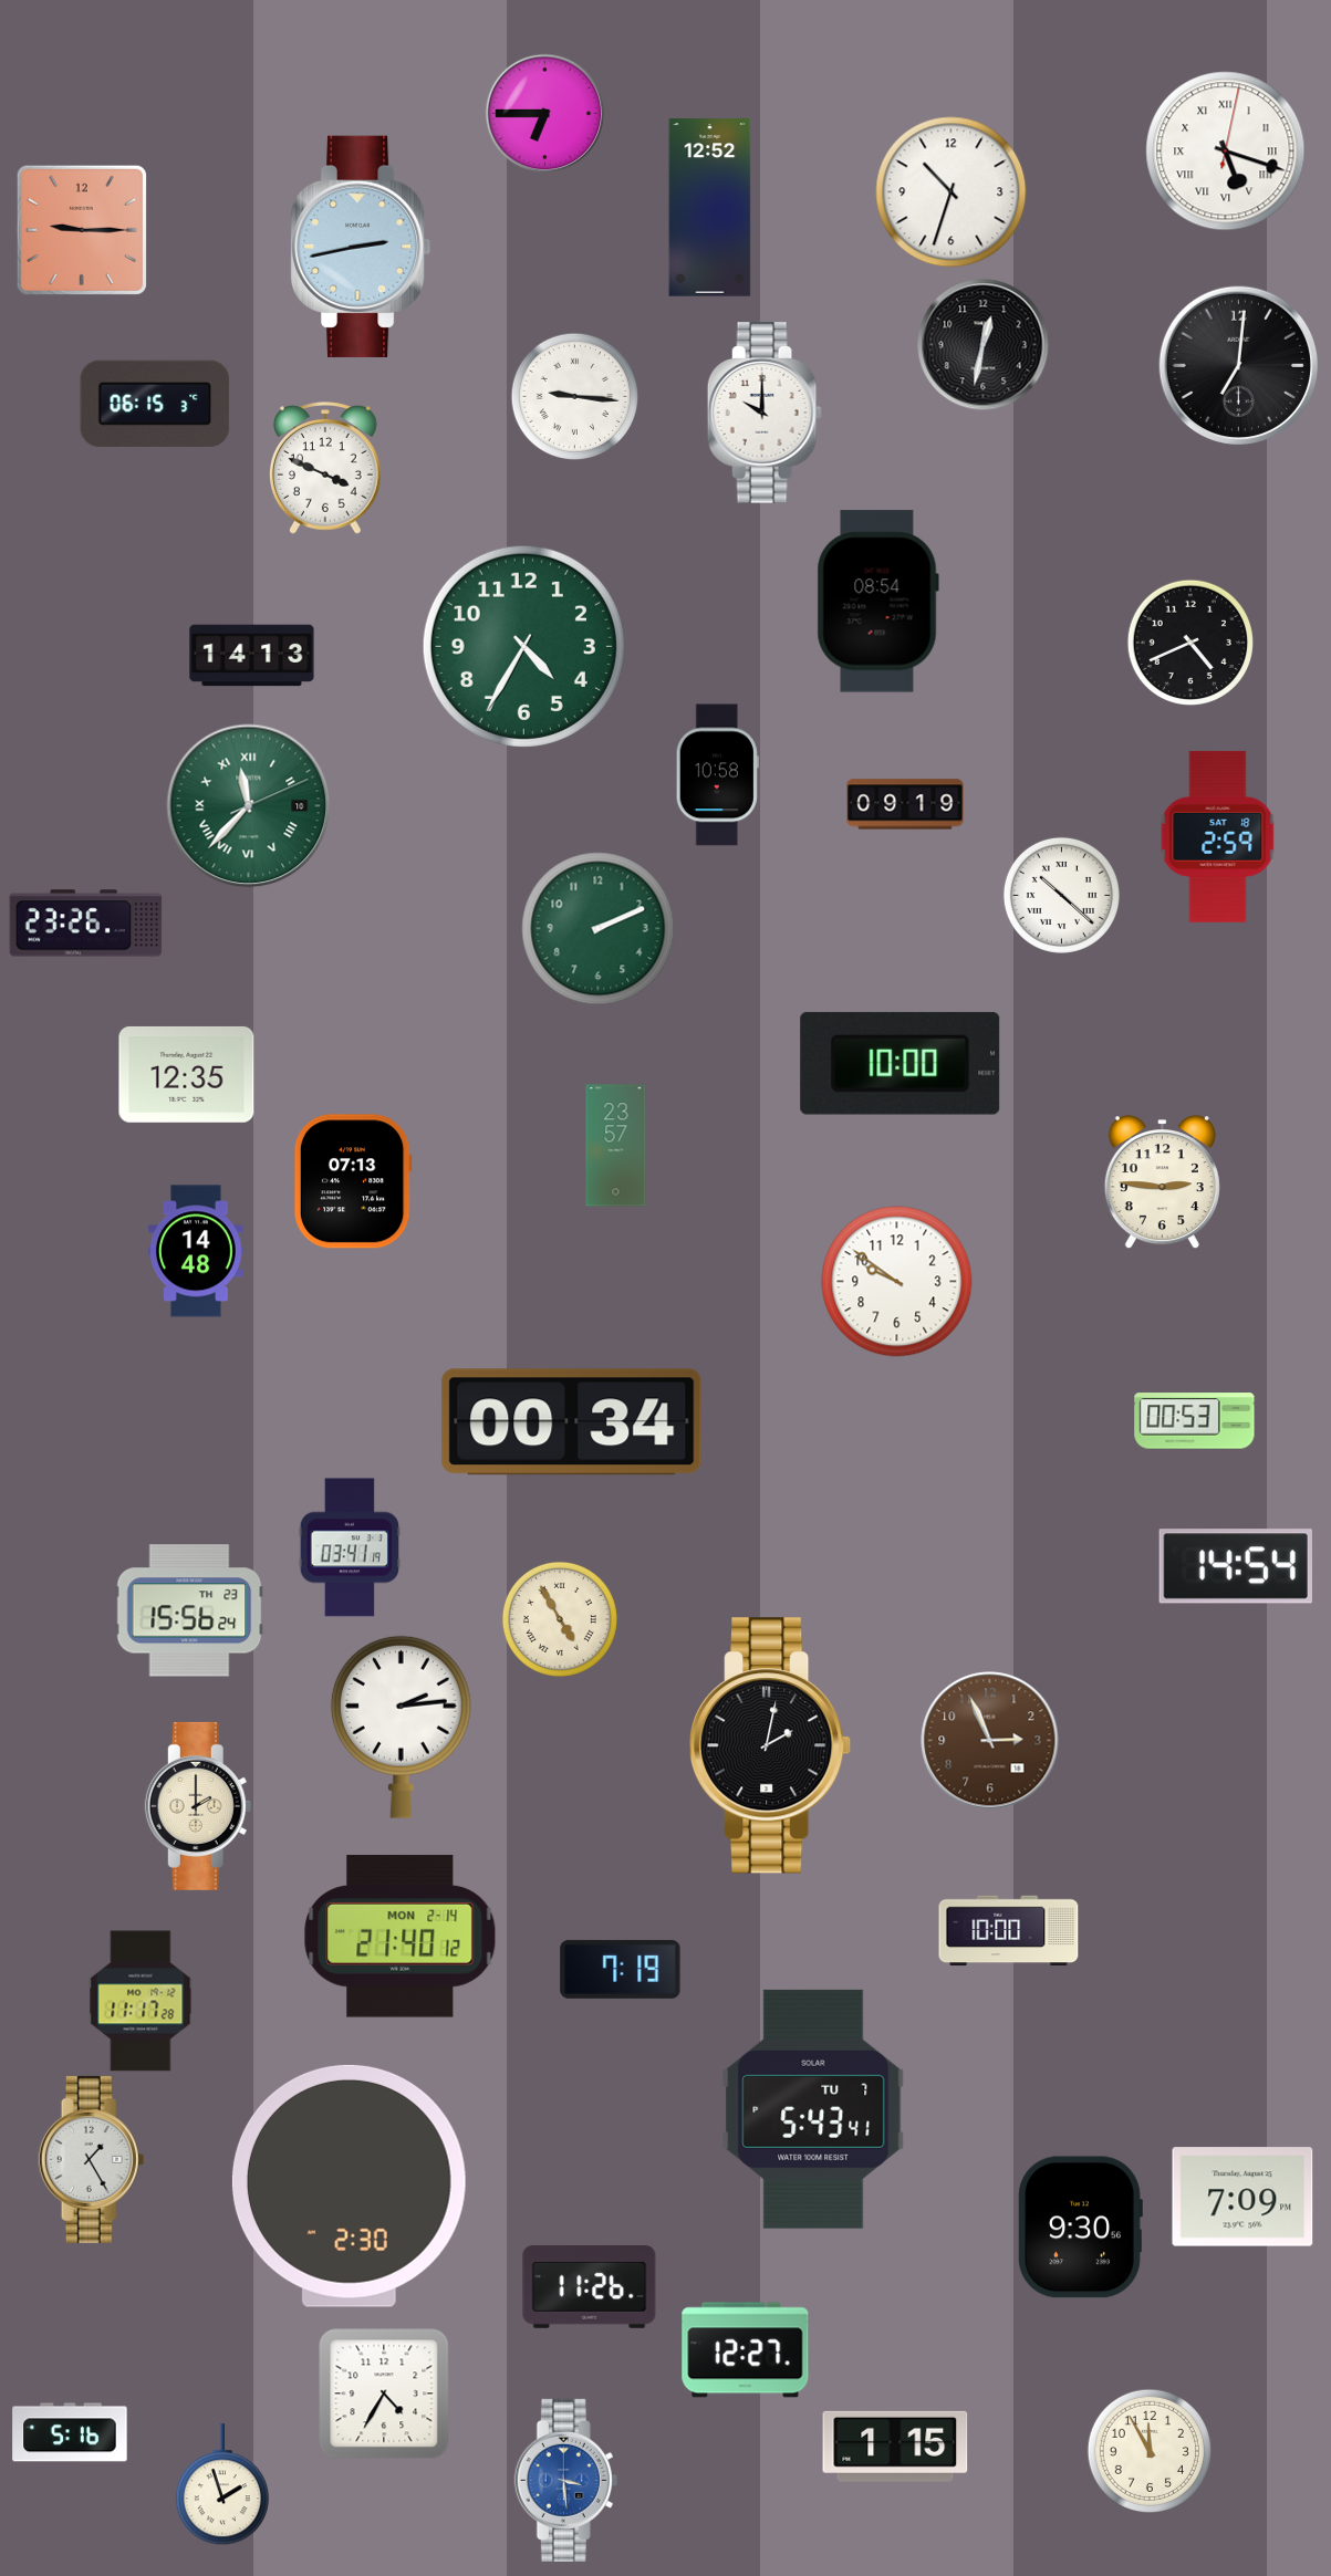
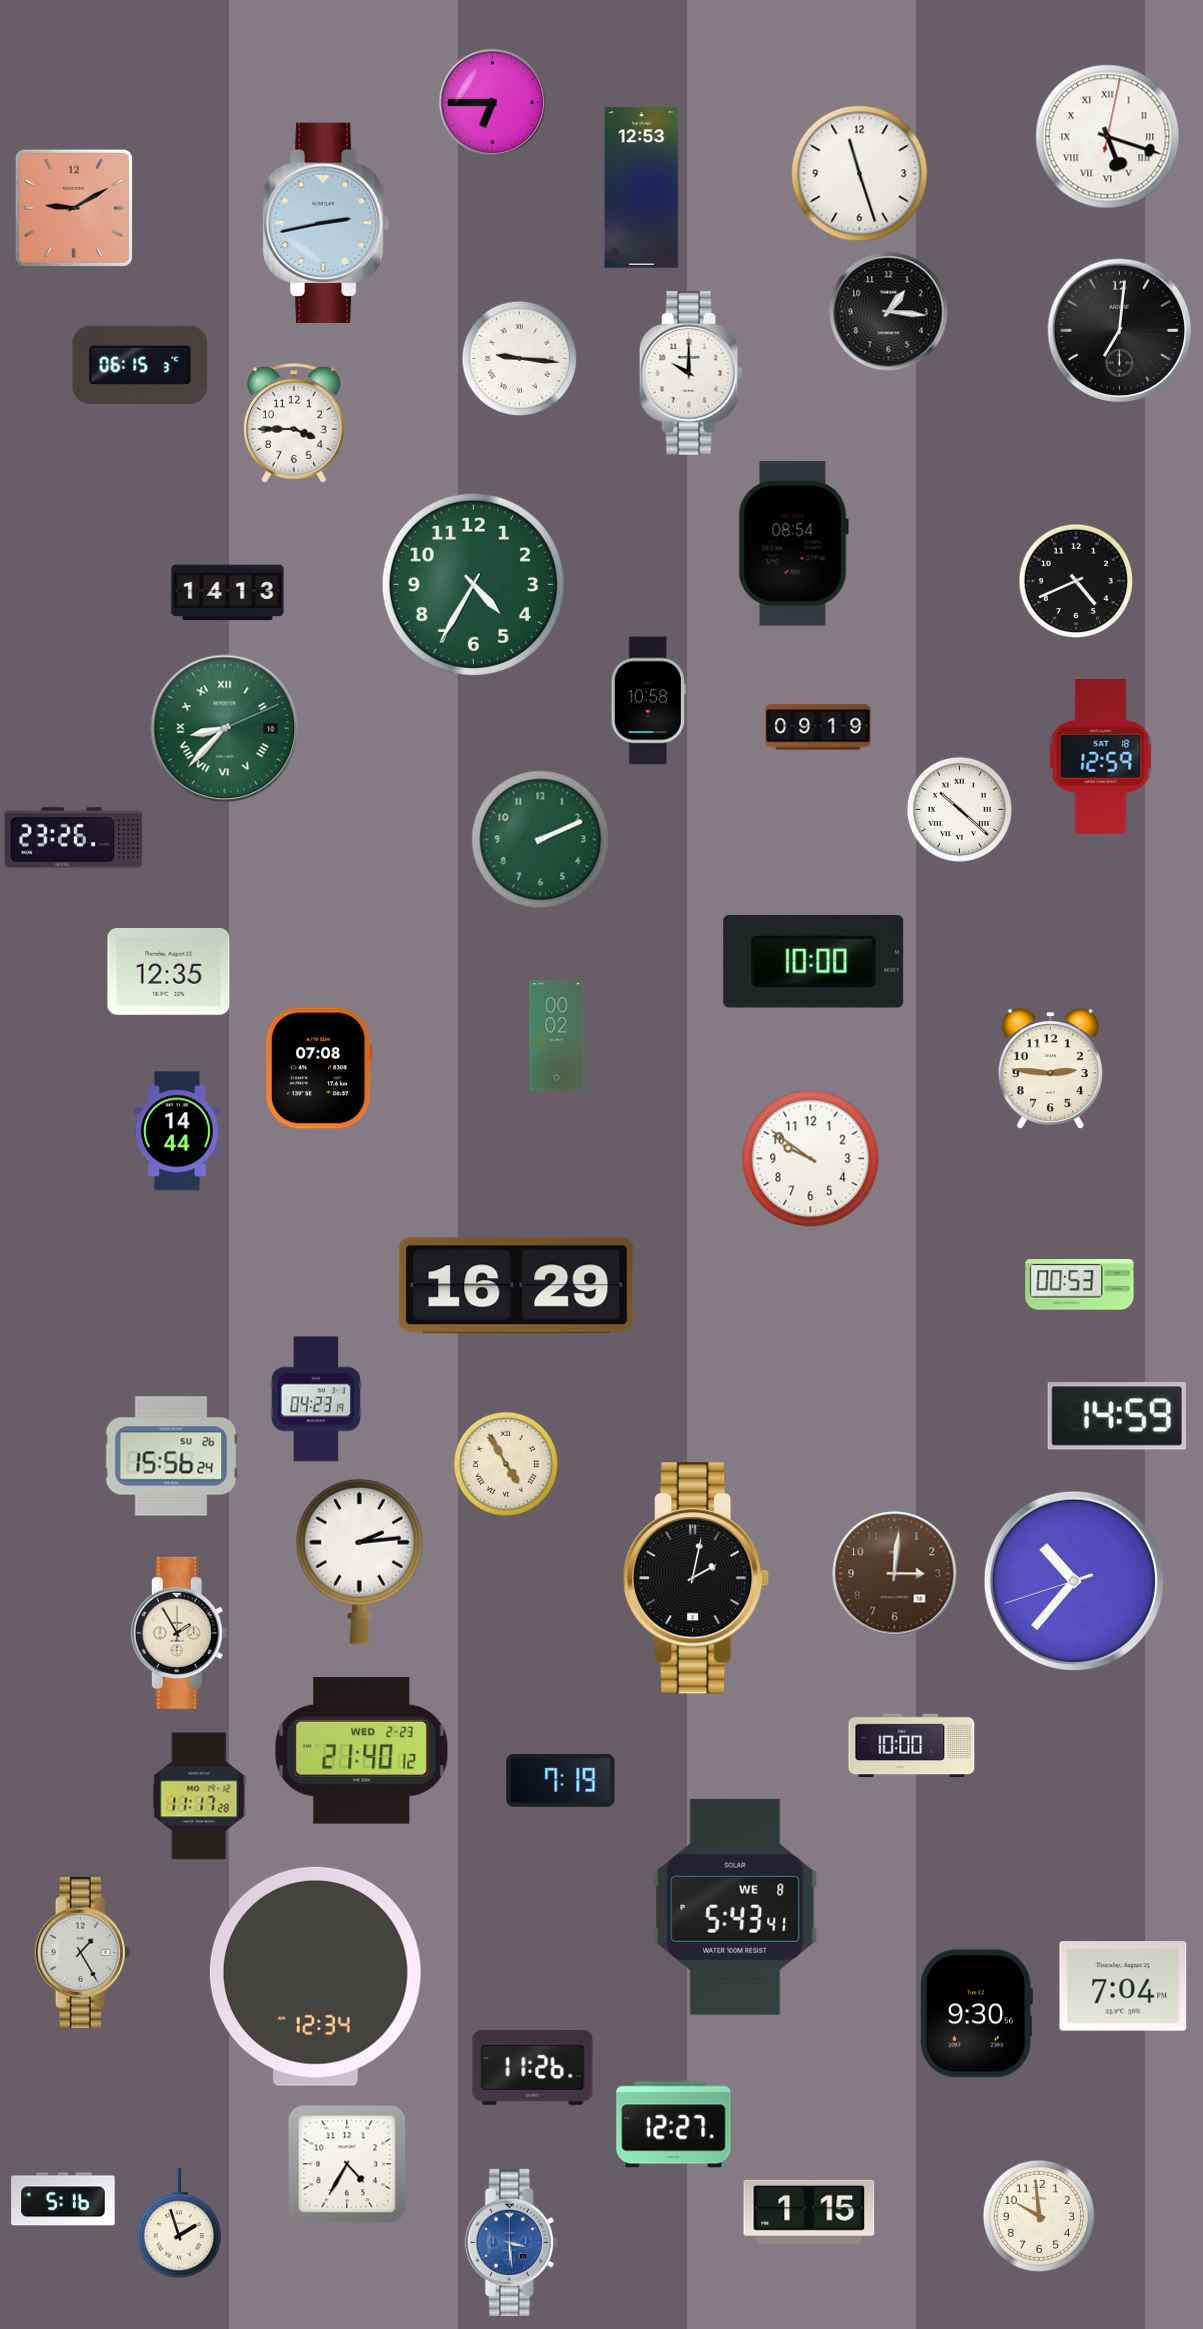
clock at (952, 192): 10:33 -> 11:27
clock at (710, 208): 12:52 -> 12:53
clock at (82, 230): 9:15 -> 9:10
clock at (984, 345): 12:32 -> 1:16
clock at (326, 468): 3:49 -> 3:45
clock at (249, 806): 11:37 -> 8:37
clock at (1218, 836): 2:59 -> 12:59
clock at (86, 924) position: (86, 924) -> (74, 838)
clock at (616, 1146): 23:57 -> 00:02
clock at (353, 1181): 07:13 -> 07:08
clock at (197, 1251): 14:48 -> 14:44
clock at (572, 1422): 00:34 -> 16:29
clock at (349, 1547): 03:41 -> 04:23
clock at (1236, 1566): 14:54 -> 14:59
clock at (189, 1610) date: TH 23 -> SU 26
clock at (401, 1727) position: (401, 1727) -> (359, 1561)
clock at (990, 1741): 2:56 -> 3:01
clock at (1074, 1581): none -> 10:36
clock at (198, 1806): 2:00 -> 1:55
clock at (401, 1937) date: MON 2-14 -> WED 2-23
clock at (141, 2001) position: (141, 2001) -> (199, 1796)
clock at (813, 2109) date: TU 7 -> WE 8
clock at (349, 2186): 2:30 -> 12:34
clock at (1242, 2197): 7:09 -> 7:04
clock at (1150, 2451): 11:55 -> 9:59
clock at (222, 2484) position: (222, 2484) -> (179, 2223)
